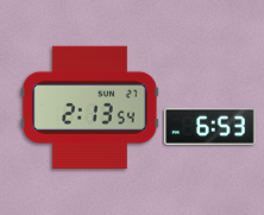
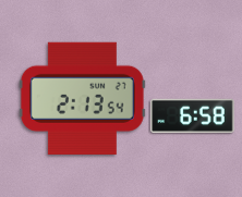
clock at (210, 126): 6:53 -> 6:58
